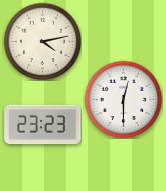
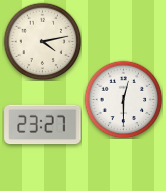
clock at (43, 125): 23:23 -> 23:27
